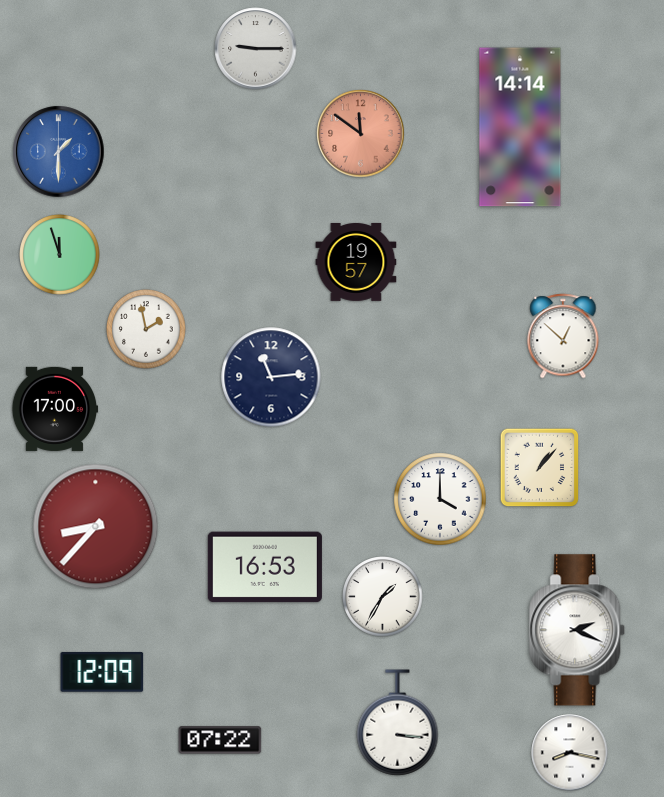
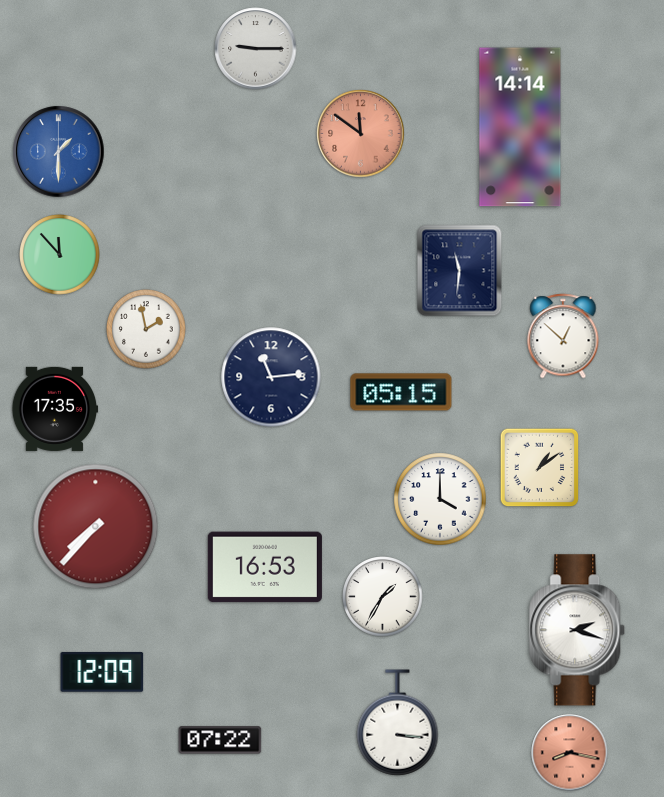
clock at (60, 255): 11:57 -> 11:53
clock at (356, 262): 19:57 -> none
clock at (460, 271): none -> 11:31
clock at (401, 392): none -> 05:15
clock at (55, 409): 17:00 -> 17:35
clock at (540, 468): 1:07 -> 1:09
clock at (96, 527): 8:37 -> 7:37
clock at (578, 630): 2:19 -> 2:18
clock at (570, 753) dial: white -> salmon
